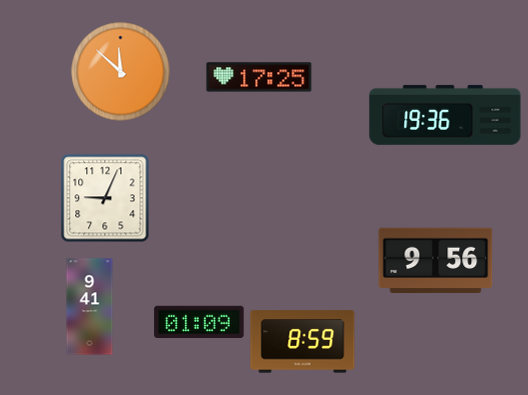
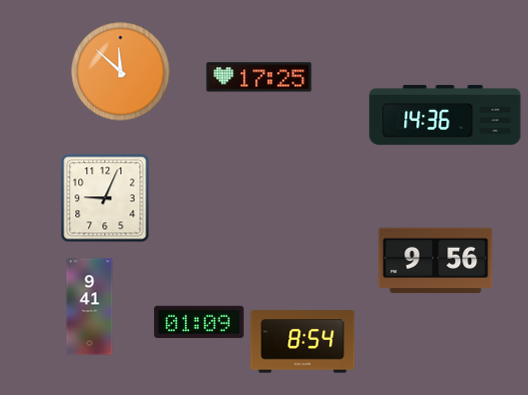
clock at (445, 115): 19:36 -> 14:36
clock at (303, 342): 8:59 -> 8:54
